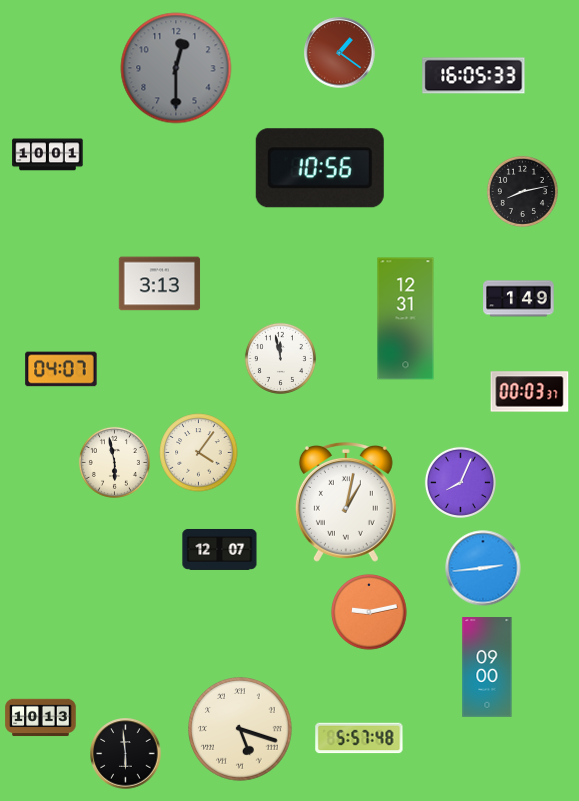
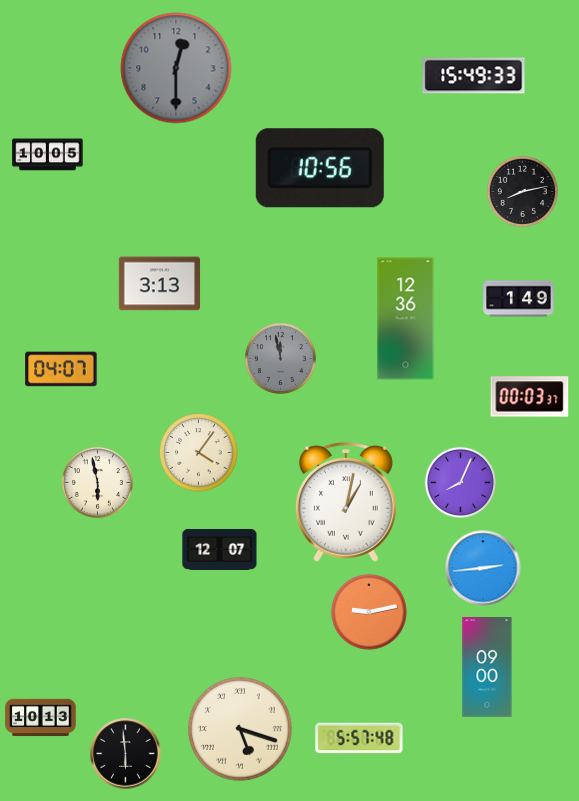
clock at (340, 53): 1:21 -> none
clock at (474, 76): 16:05 -> 15:49
clock at (48, 155): 10:01 -> 10:05
clock at (406, 319): 12:31 -> 12:36
clock at (280, 358) dial: white -> grey
clock at (530, 392) position: (530, 392) -> (530, 397)
clock at (114, 462) position: (114, 462) -> (97, 482)
